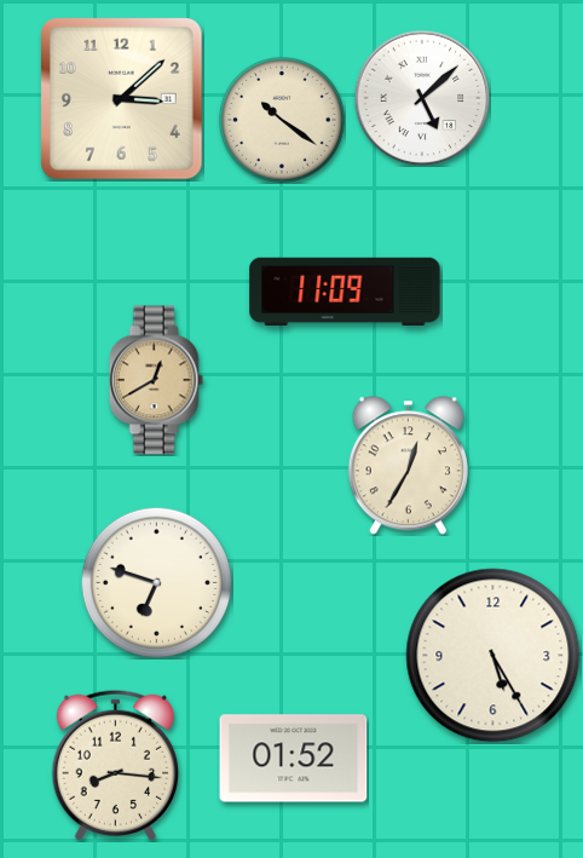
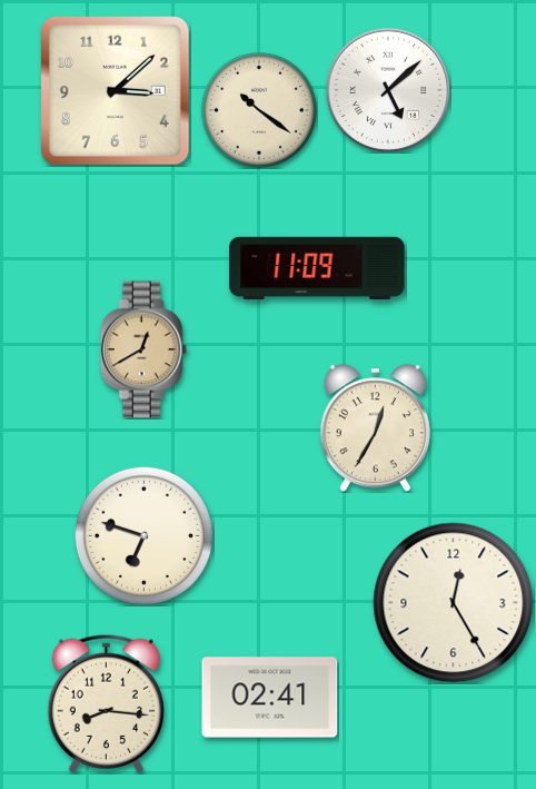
clock at (122, 99) position: (122, 99) -> (116, 91)
clock at (493, 656): 5:25 -> 12:25
clock at (294, 759): 01:52 -> 02:41
